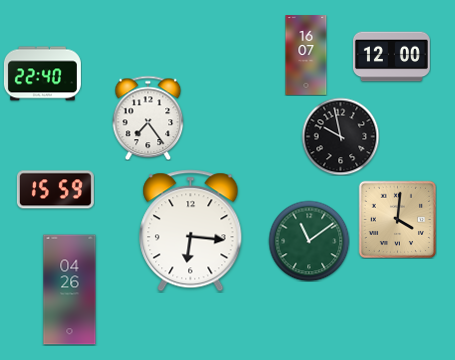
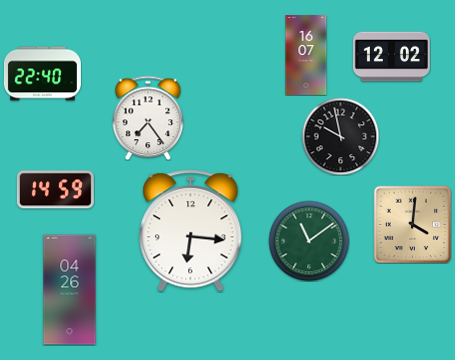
clock at (391, 57): 12:00 -> 12:02
clock at (55, 190): 15:59 -> 14:59
clock at (397, 219) position: (397, 219) -> (412, 224)
